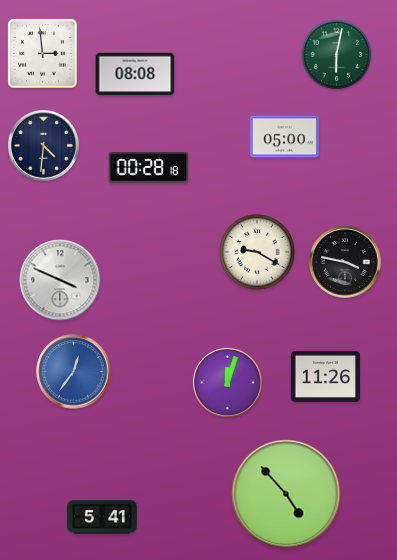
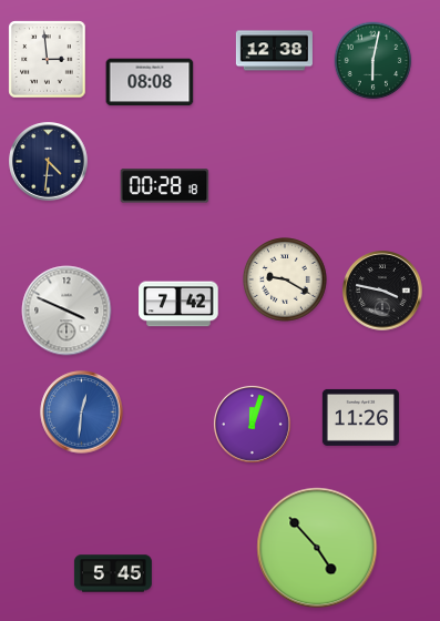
clock at (274, 51): none -> 12:38
clock at (284, 137): 05:00 -> none
clock at (178, 304): none -> 7:42
clock at (74, 372): 12:36 -> 12:31
clock at (102, 517): 5:41 -> 5:45
